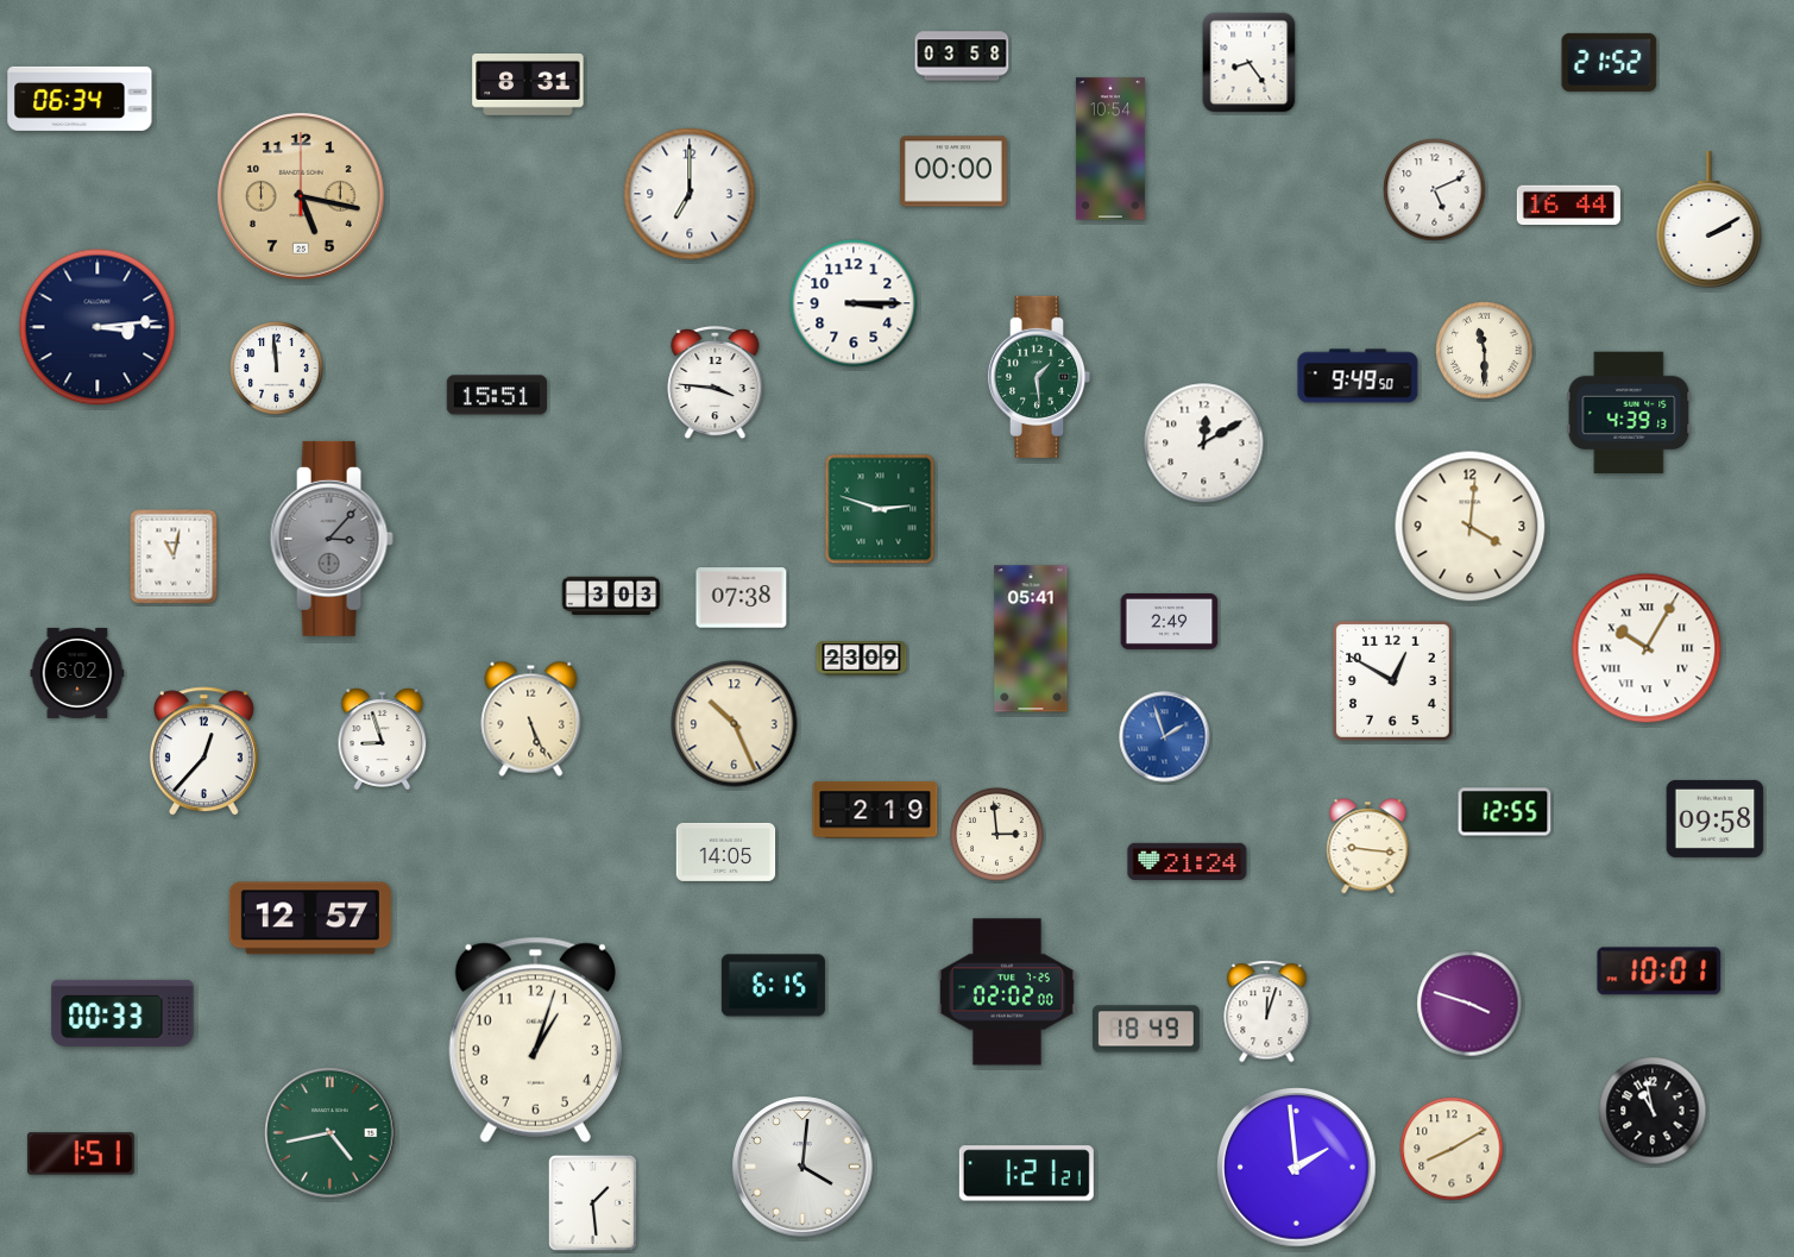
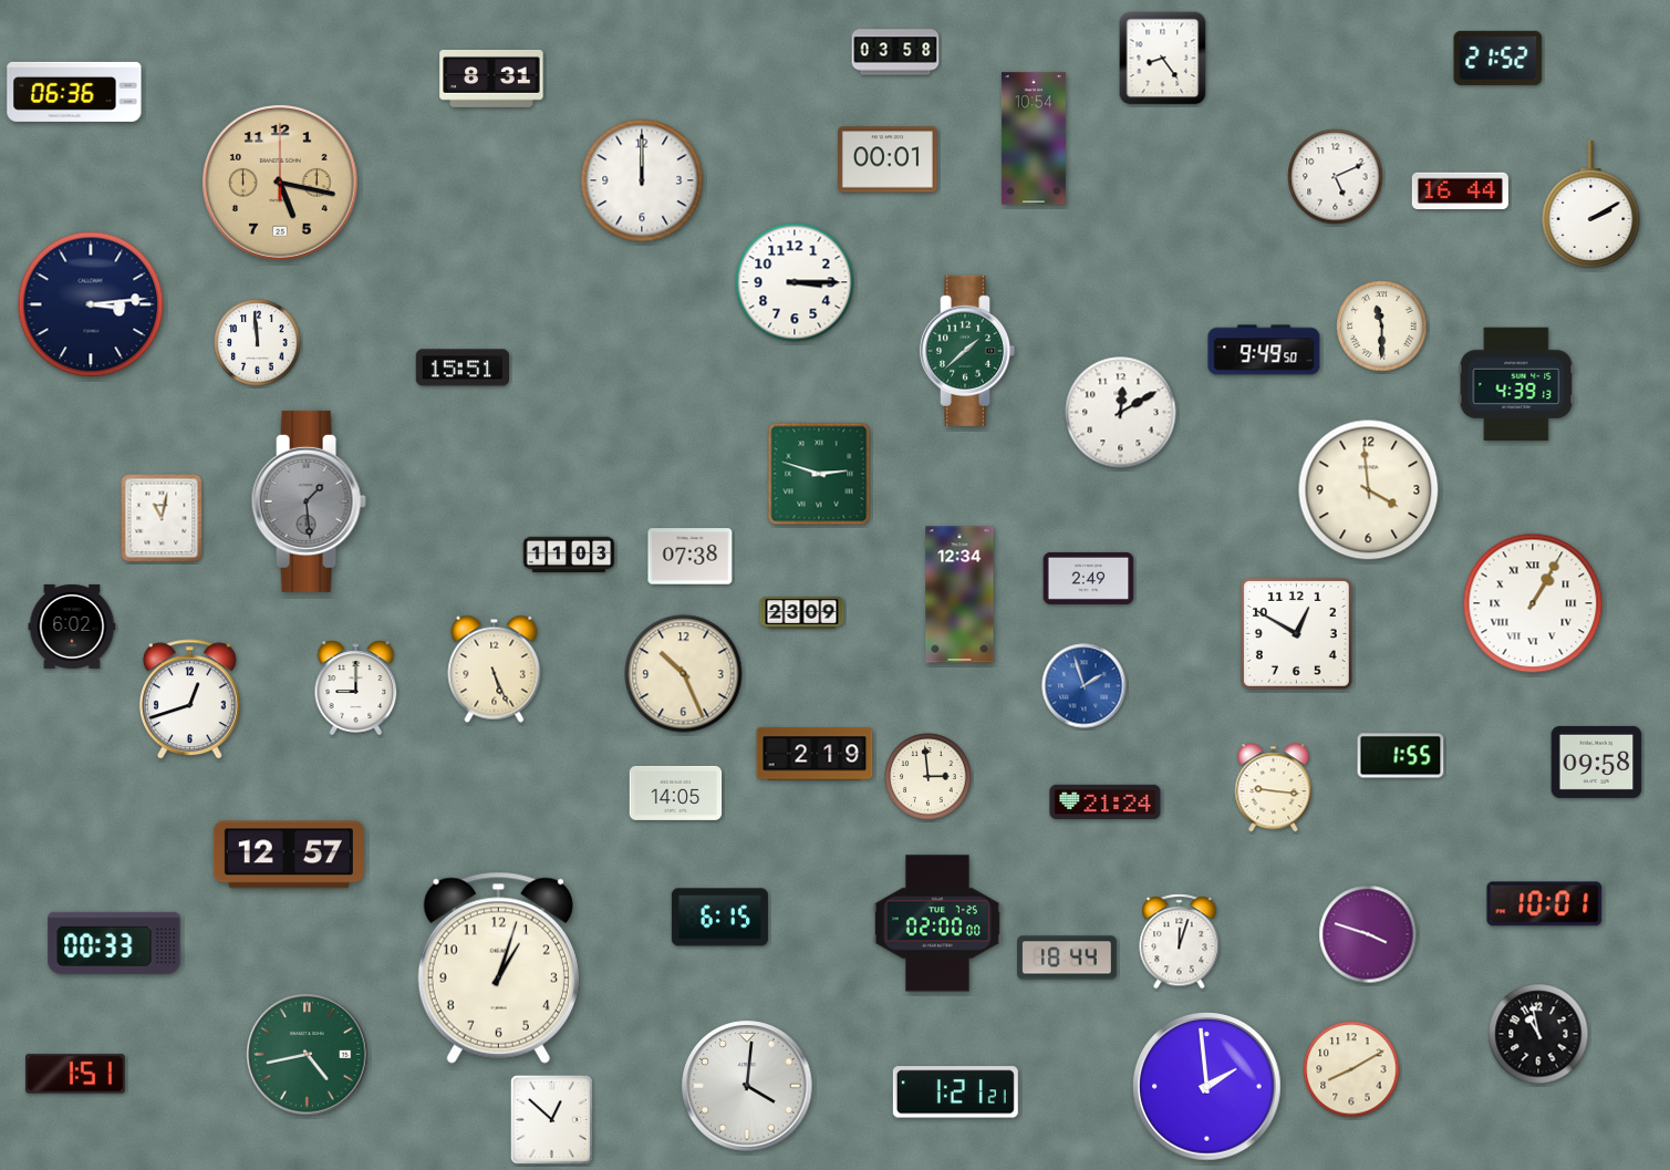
clock at (80, 99): 06:34 -> 06:36
clock at (955, 171): 00:00 -> 00:01
clock at (690, 194): 7:00 -> 12:00
clock at (1039, 377): 1:29 -> 1:38
clock at (716, 383): 3:46 -> none
clock at (1471, 527): 4:01 -> 3:59
clock at (332, 539): 3:07 -> 1:29
clock at (611, 596): 3:03 -> 11:03
clock at (1031, 639): 05:41 -> 12:34
clock at (1647, 648): 10:05 -> 1:05
clock at (383, 740): 8:57 -> 9:00
clock at (203, 752): 12:37 -> 12:42
clock at (1505, 812): 12:55 -> 1:55
clock at (1007, 992): 02:02 -> 02:00
clock at (1147, 1029): 18:49 -> 18:44
clock at (592, 1202): 1:29 -> 12:52
